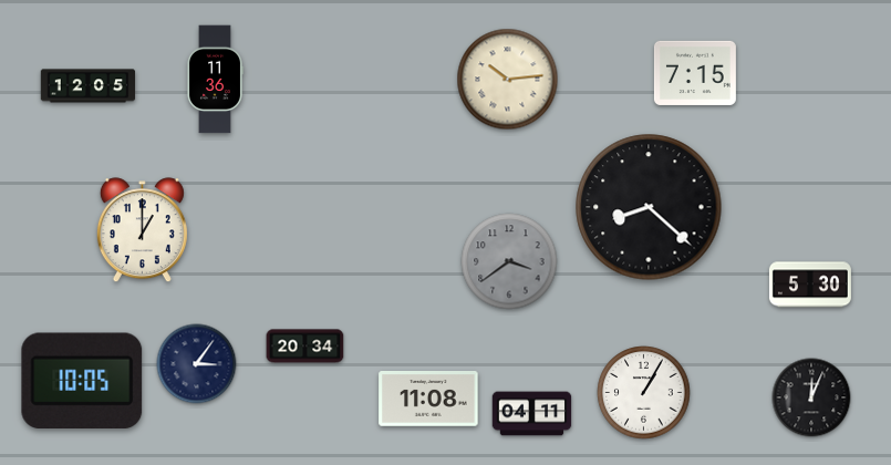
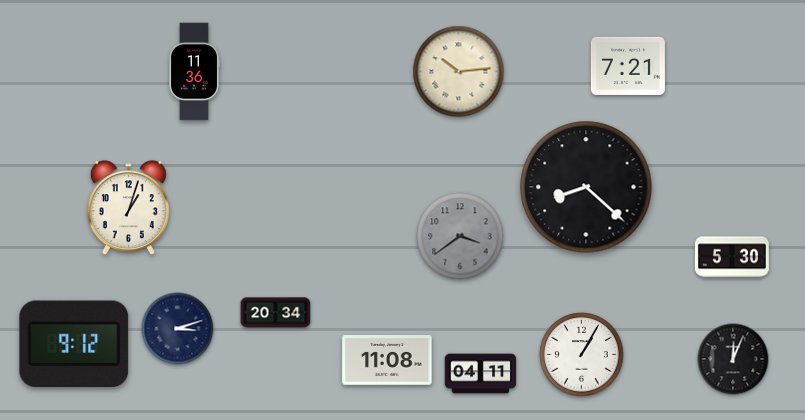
clock at (695, 73): 7:15 -> 7:21
clock at (89, 86): 12:05 -> none
clock at (142, 230): 1:00 -> 1:03
clock at (197, 364): 3:06 -> 3:12
clock at (82, 381): 10:05 -> 9:12
